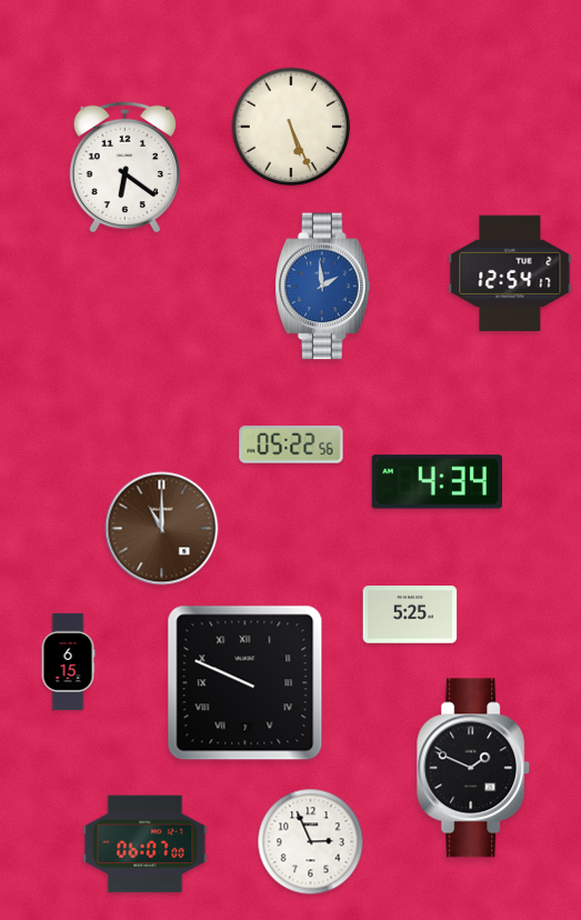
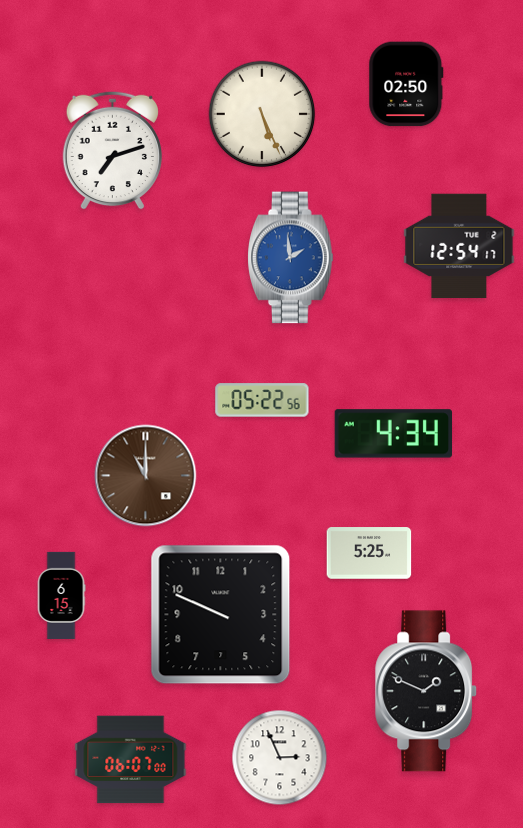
clock at (406, 84): none -> 02:50
clock at (124, 167): 6:21 -> 7:12
clock at (246, 683) numerals: Roman -> Arabic
